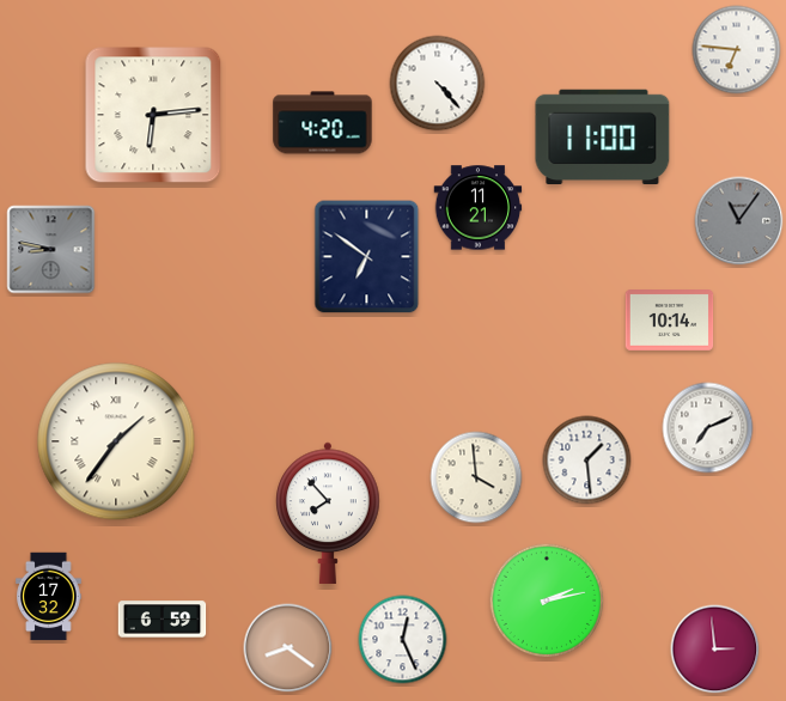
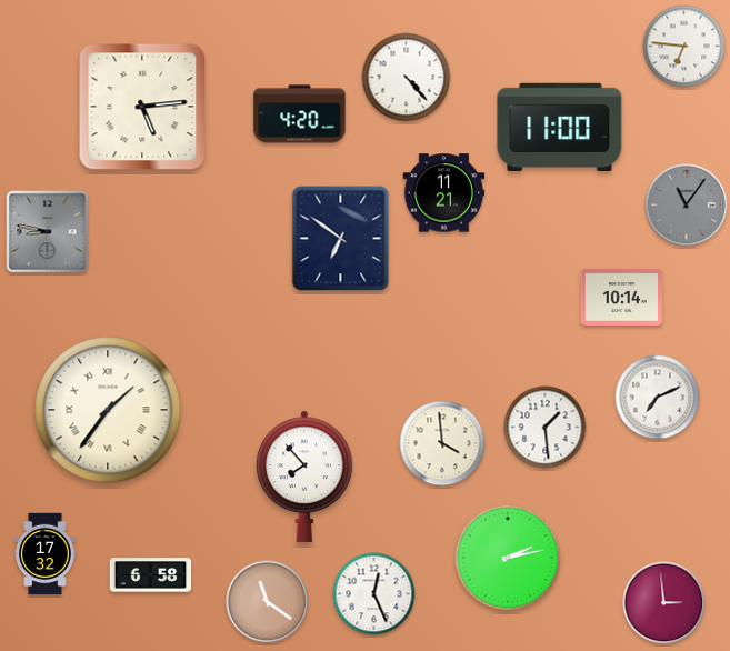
clock at (153, 115): 6:14 -> 5:14
clock at (163, 620): 6:59 -> 6:58
clock at (288, 648): 8:21 -> 11:21
